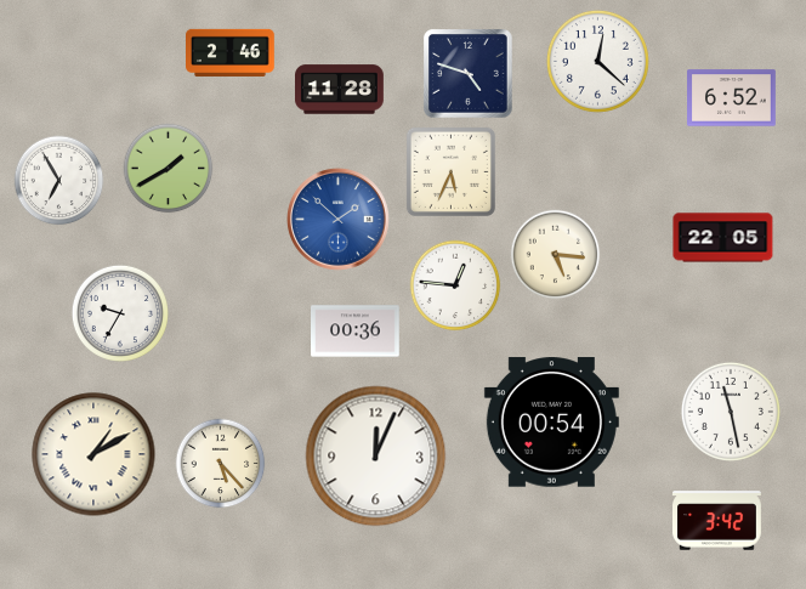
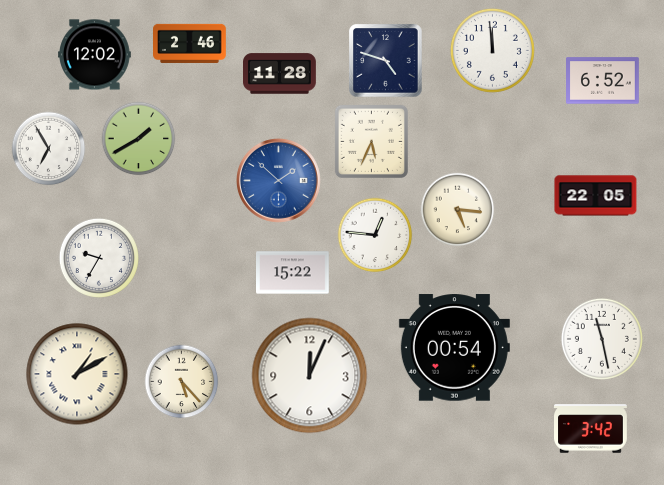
clock at (597, 61): 12:22 -> 11:59
clock at (95, 55): none -> 12:02
clock at (356, 332): 00:36 -> 15:22
